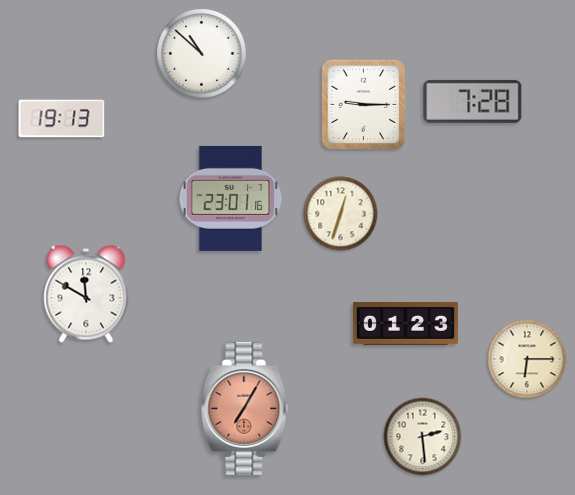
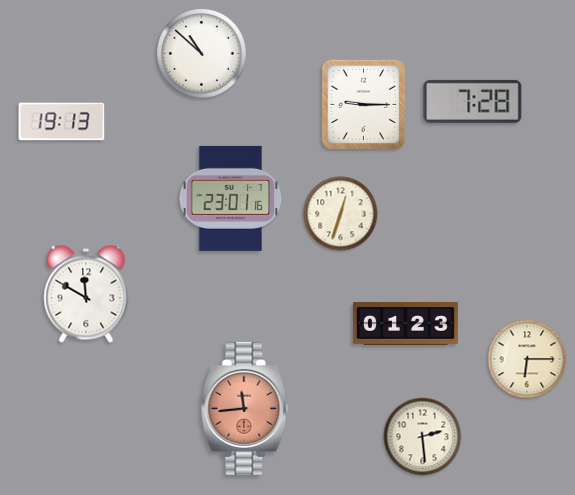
clock at (62, 119) position: (62, 119) -> (62, 122)
clock at (245, 408): 7:05 -> 11:44
